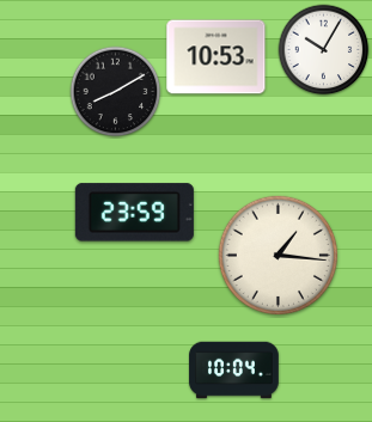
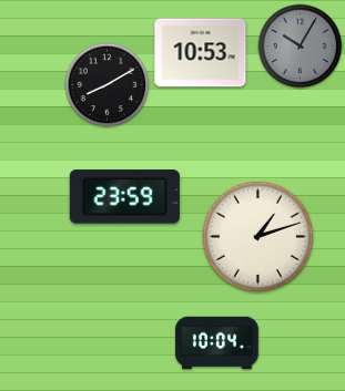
clock at (324, 50) dial: white -> grey
clock at (278, 255): 1:16 -> 1:12
